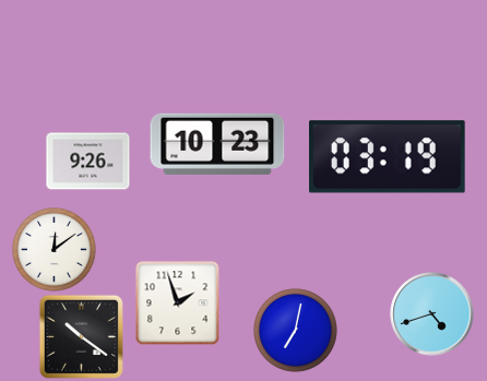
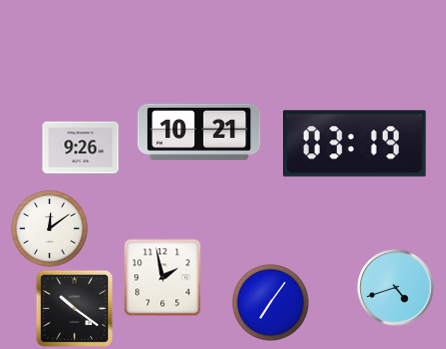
clock at (217, 144): 10:23 -> 10:21
clock at (178, 303): 1:57 -> 1:58
clock at (296, 331): 7:02 -> 7:06
